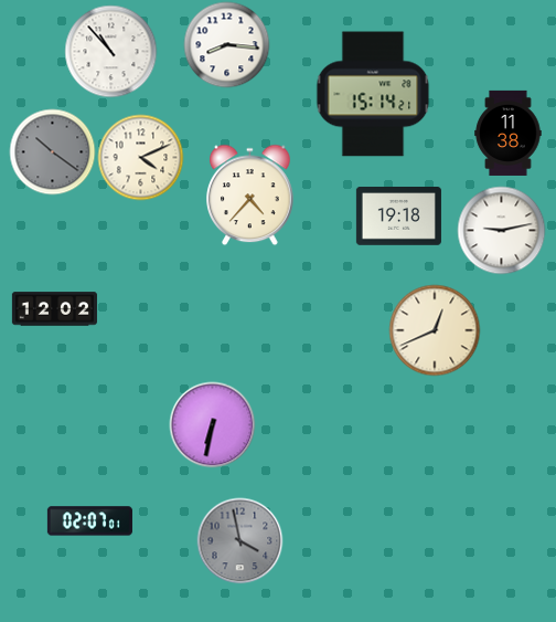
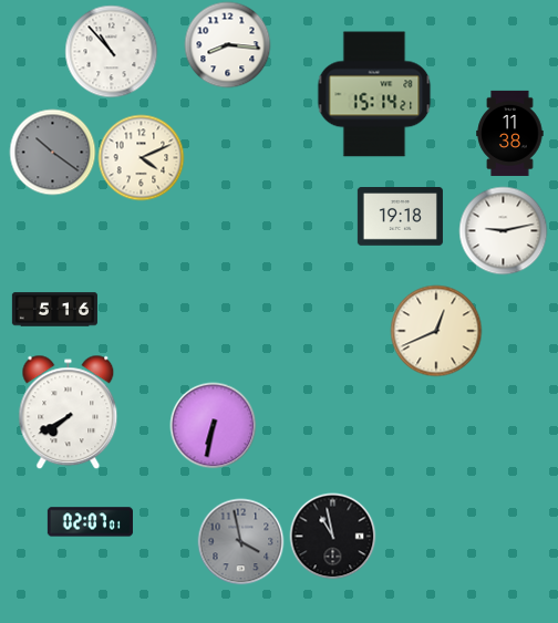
clock at (250, 194): 4:37 -> none
clock at (54, 309): 12:02 -> 5:16
clock at (69, 412): none -> 7:40
clock at (332, 536): none -> 10:58
